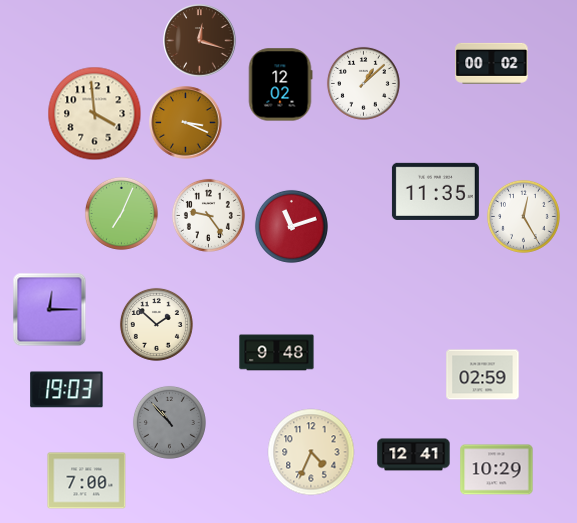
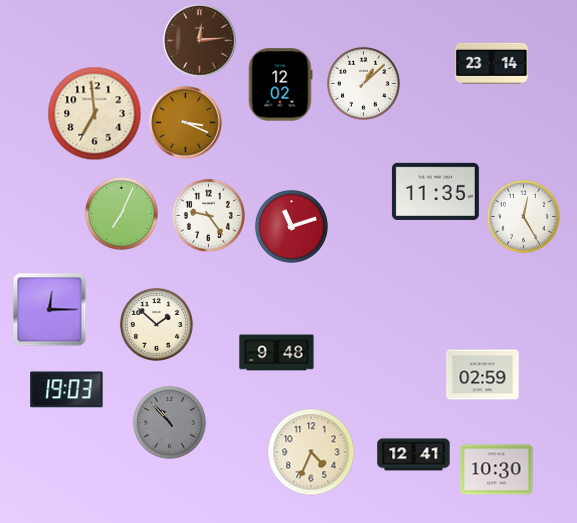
clock at (200, 41): 12:18 -> 12:14
clock at (492, 63): 00:02 -> 23:14
clock at (95, 114): 3:59 -> 6:59
clock at (497, 470): 10:29 -> 10:30
clock at (87, 481): 7:00 -> none
